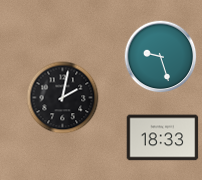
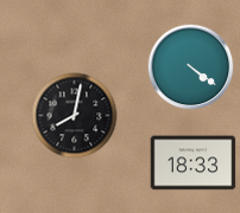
clock at (161, 57): 9:27 -> 4:21
clock at (63, 98): 2:02 -> 8:02
